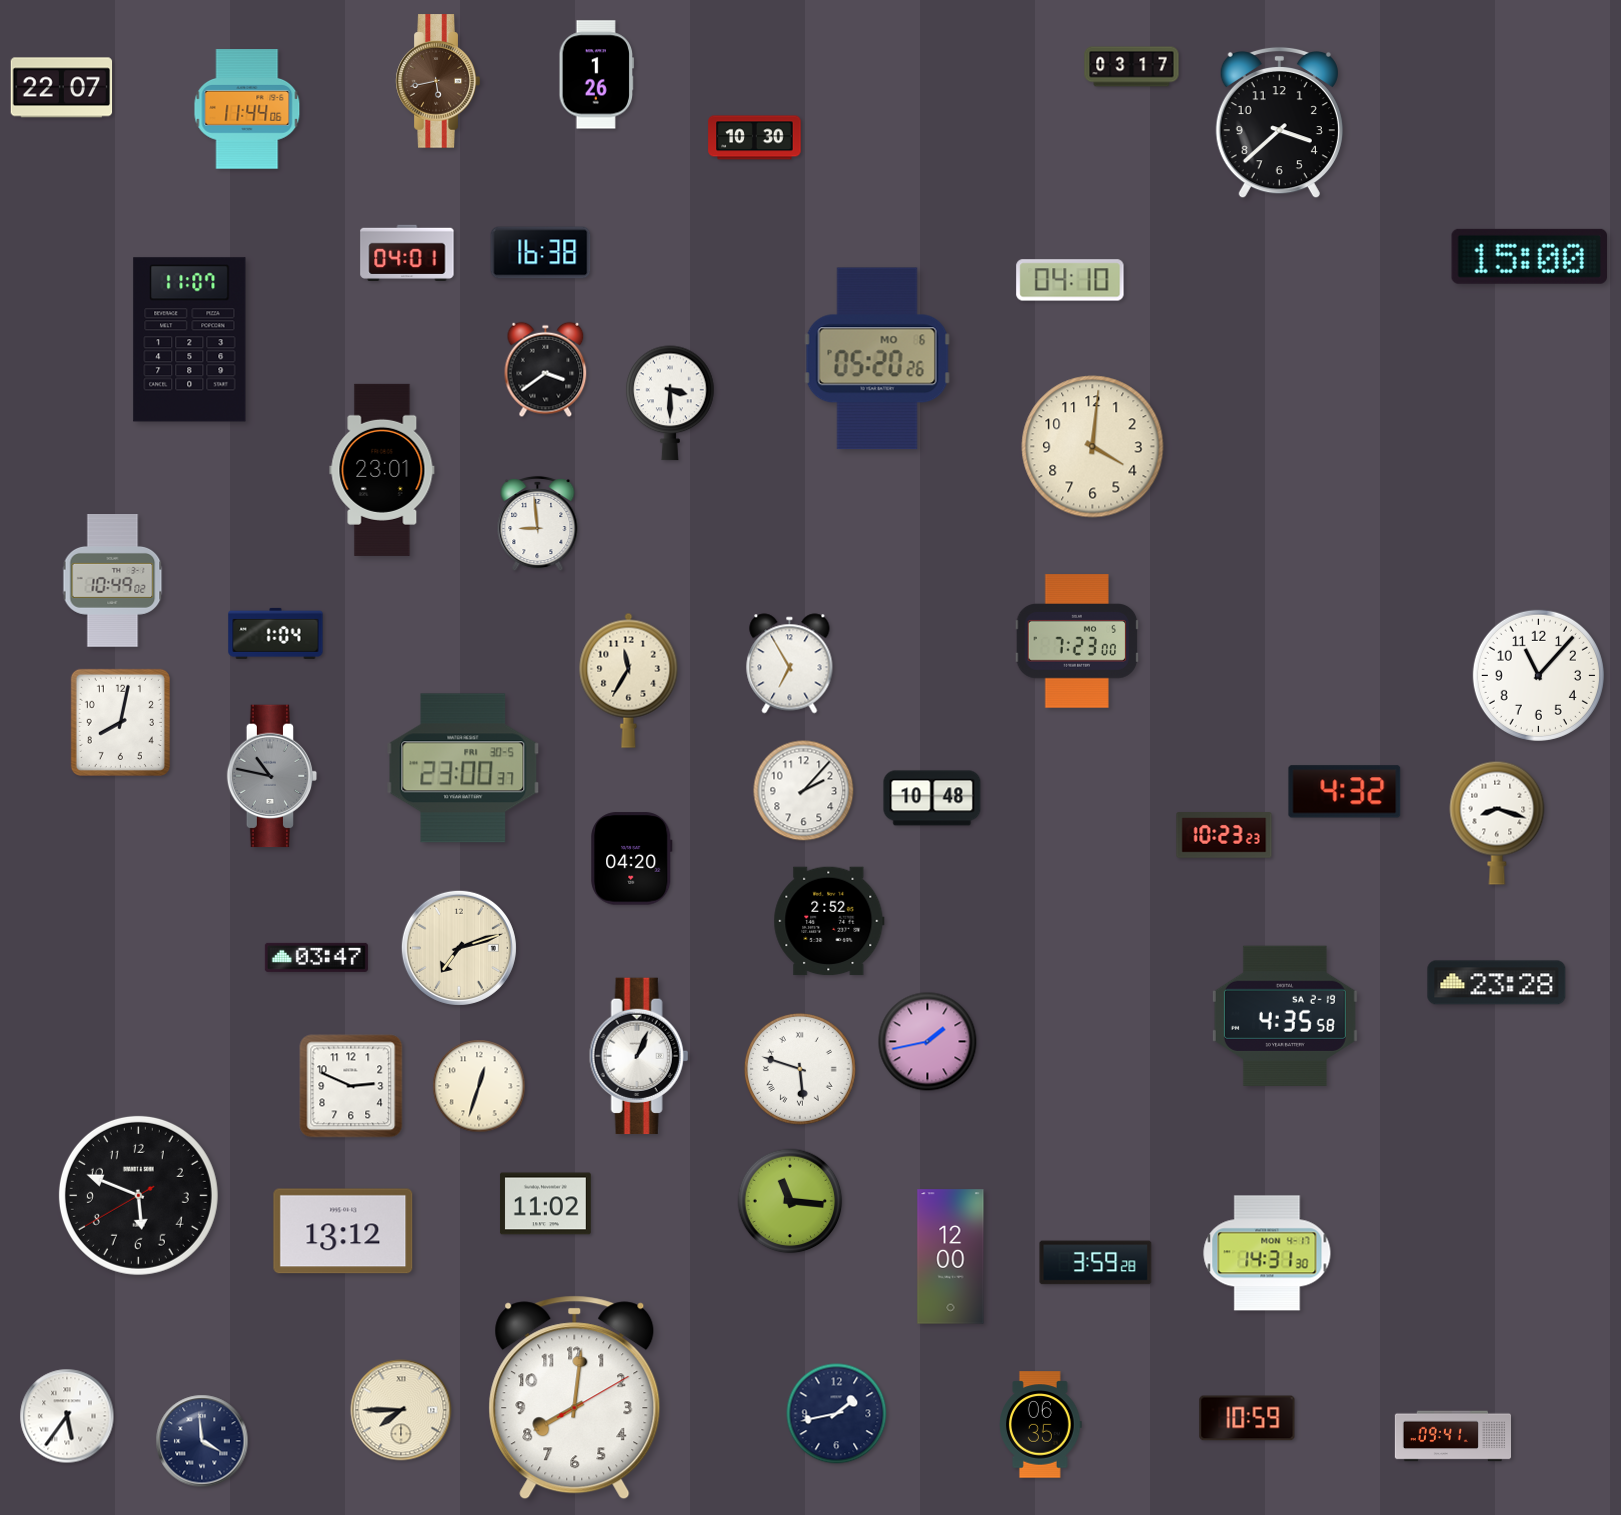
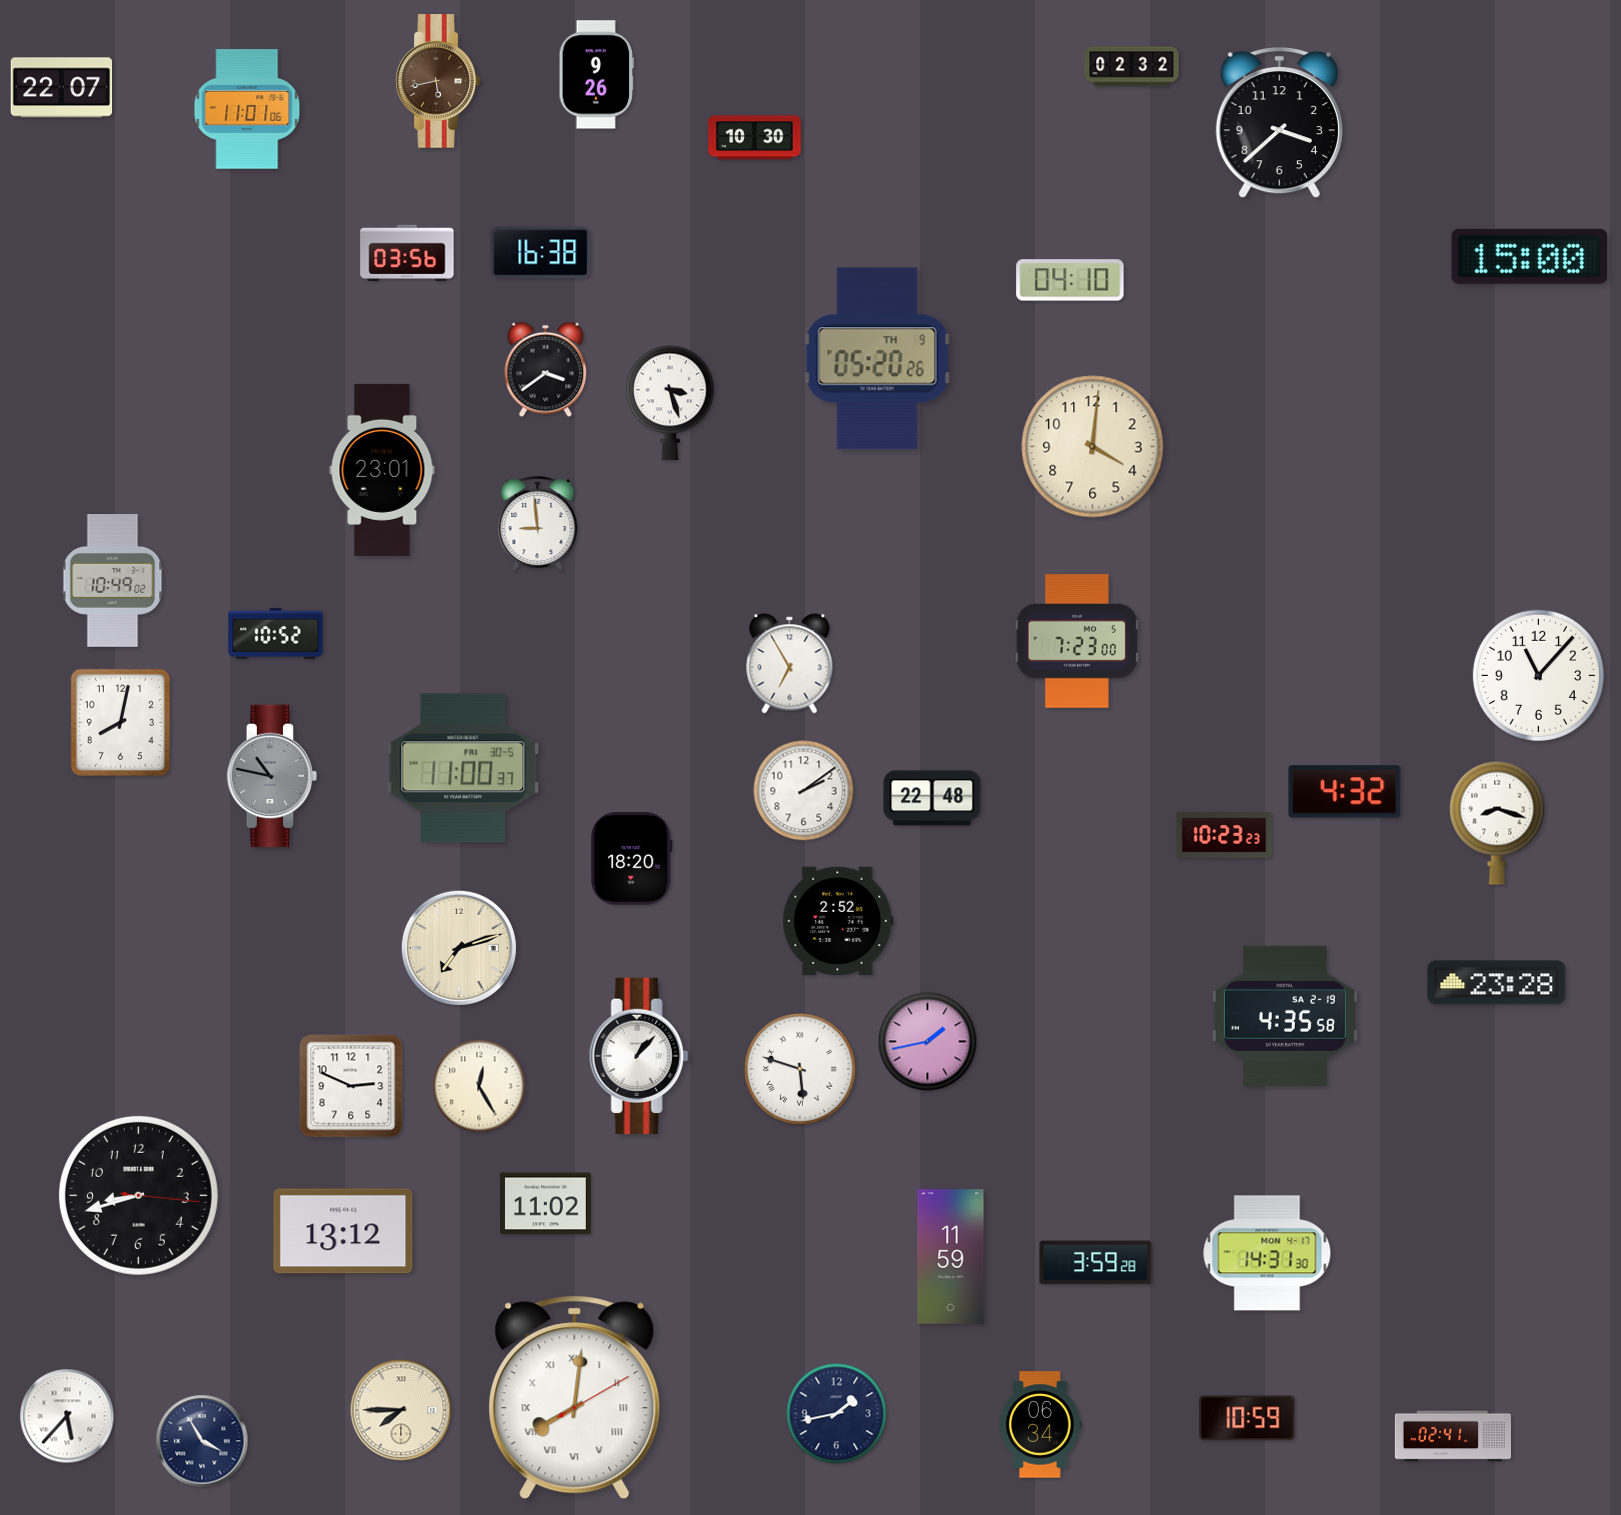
clock at (1132, 67): 03:17 -> 02:32
clock at (597, 75): 1:26 -> 9:26
clock at (247, 109): 11:44 -> 11:01
clock at (407, 252): 04:01 -> 03:56
clock at (190, 340): 11:07 -> none
clock at (878, 359) date: MO 6 -> TH 9
clock at (670, 403): 3:30 -> 3:27
clock at (276, 633): 1:04 -> 10:52
clock at (629, 680): 11:35 -> none
clock at (463, 768): 23:00 -> 11:00
clock at (804, 791): 2:07 -> 2:09
clock at (932, 798): 10:48 -> 22:48
clock at (632, 859): 04:20 -> 18:20
clock at (829, 921) position: (829, 921) -> (838, 921)
clock at (316, 957): 03:47 -> none
clock at (639, 1056): 1:04 -> 1:07
clock at (479, 1086): 12:33 -> 12:25
clock at (138, 1195): 5:48 -> 8:42
clock at (790, 1201): 11:16 -> none
clock at (951, 1257): 12:00 -> 11:59
clock at (575, 1398) numerals: Arabic -> Roman
clock at (67, 1416): 5:36 -> 5:37
clock at (1041, 1425): 06:35 -> 06:34
clock at (1452, 1436): 09:41 -> 02:41
clock at (202, 1441): 3:59 -> 3:55
